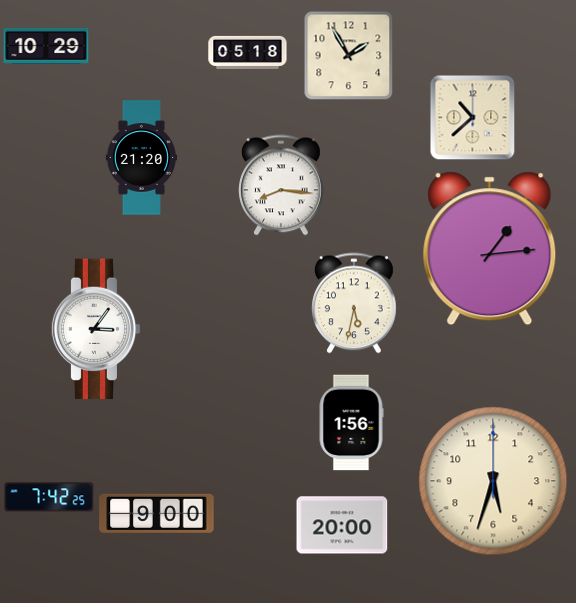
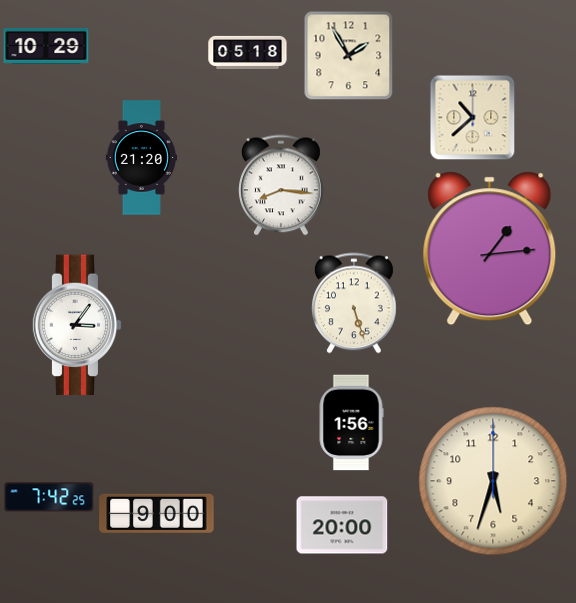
clock at (355, 303): 5:32 -> 5:27
clock at (96, 329) position: (96, 329) -> (77, 325)
